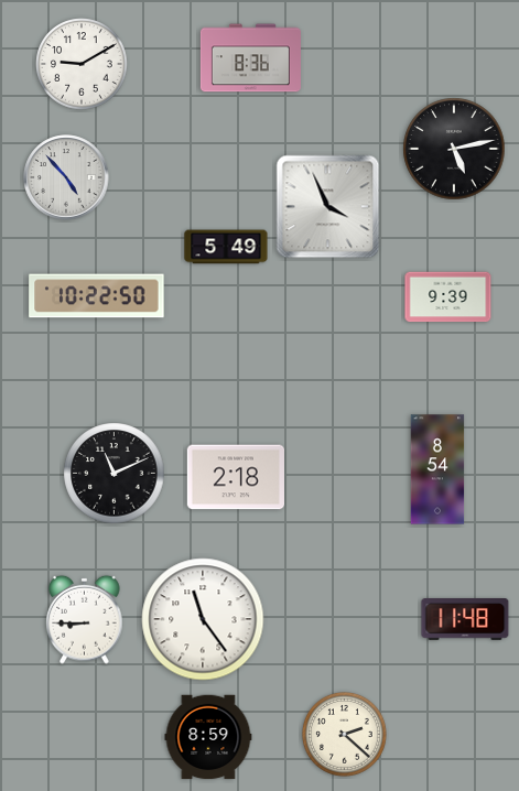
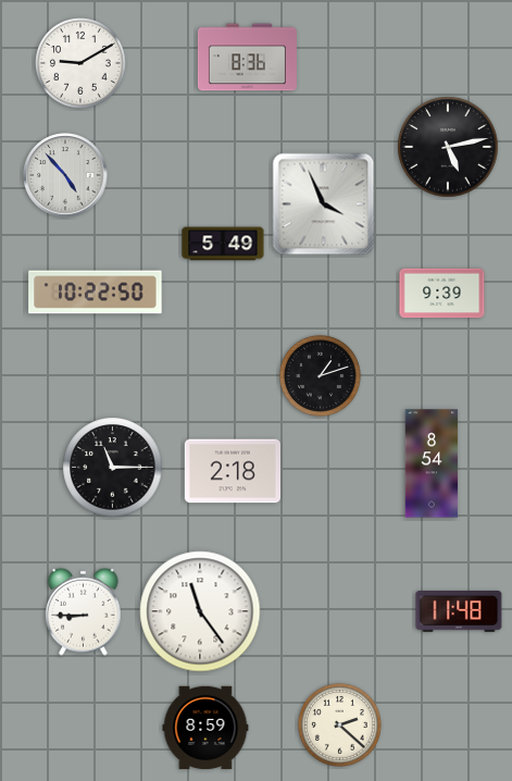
clock at (320, 375): none -> 1:12
clock at (115, 474): 11:11 -> 11:15
